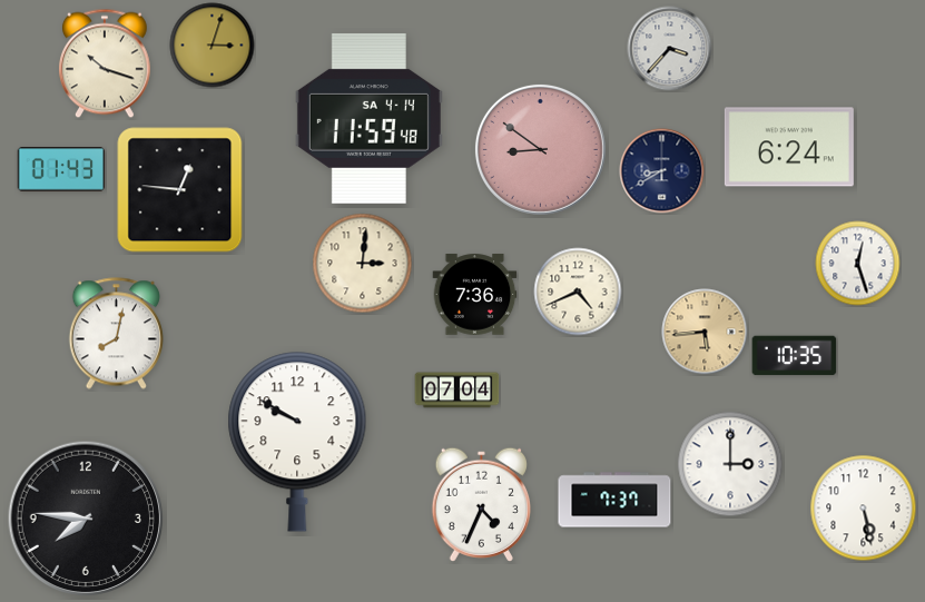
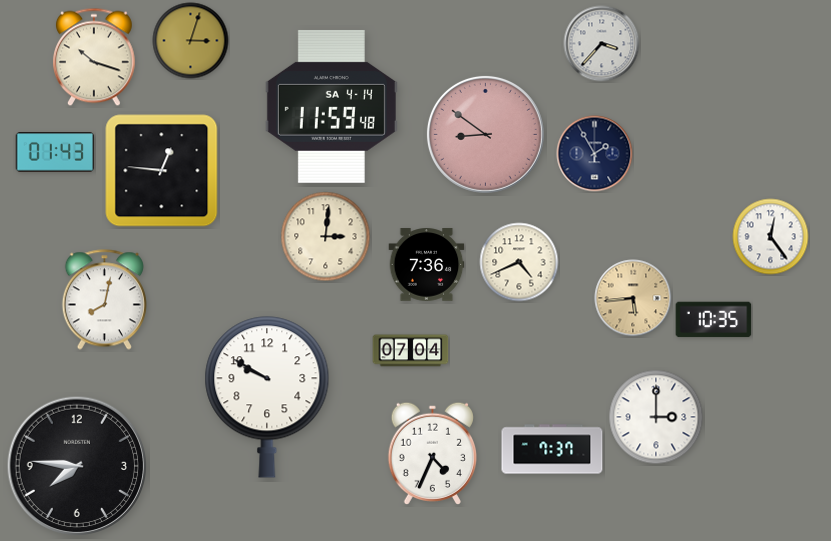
clock at (789, 147): 6:24 -> none
clock at (662, 171): 8:40 -> 1:55
clock at (858, 264): 12:27 -> 12:24
clock at (864, 509): 5:28 -> none
